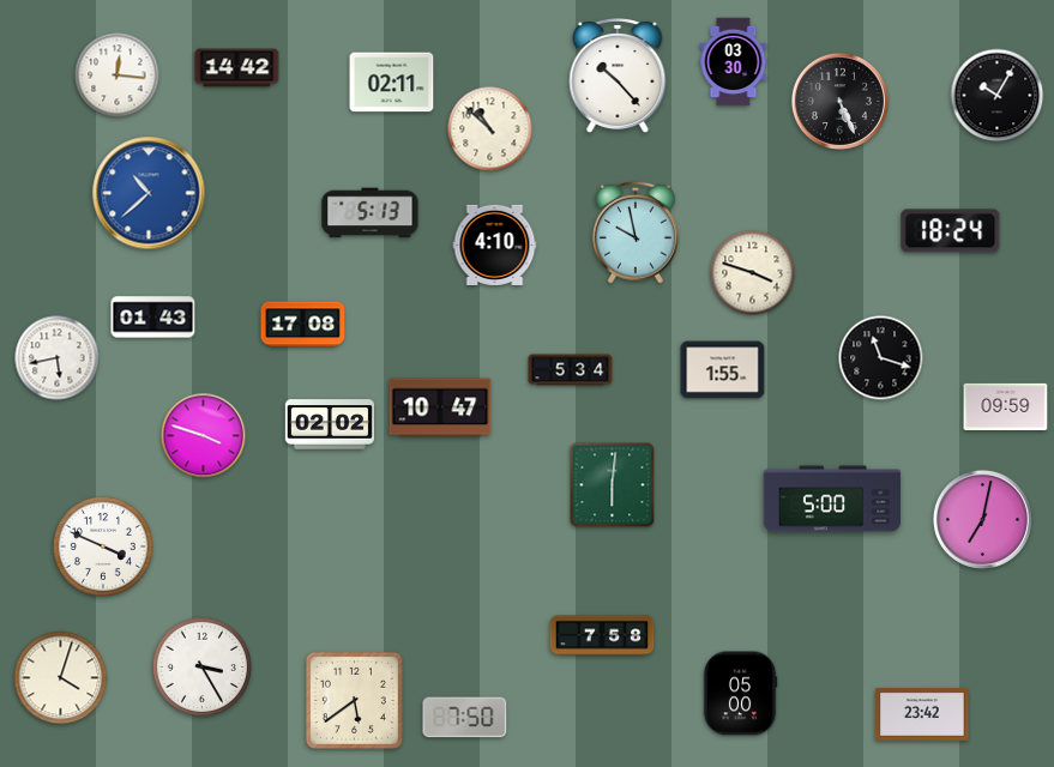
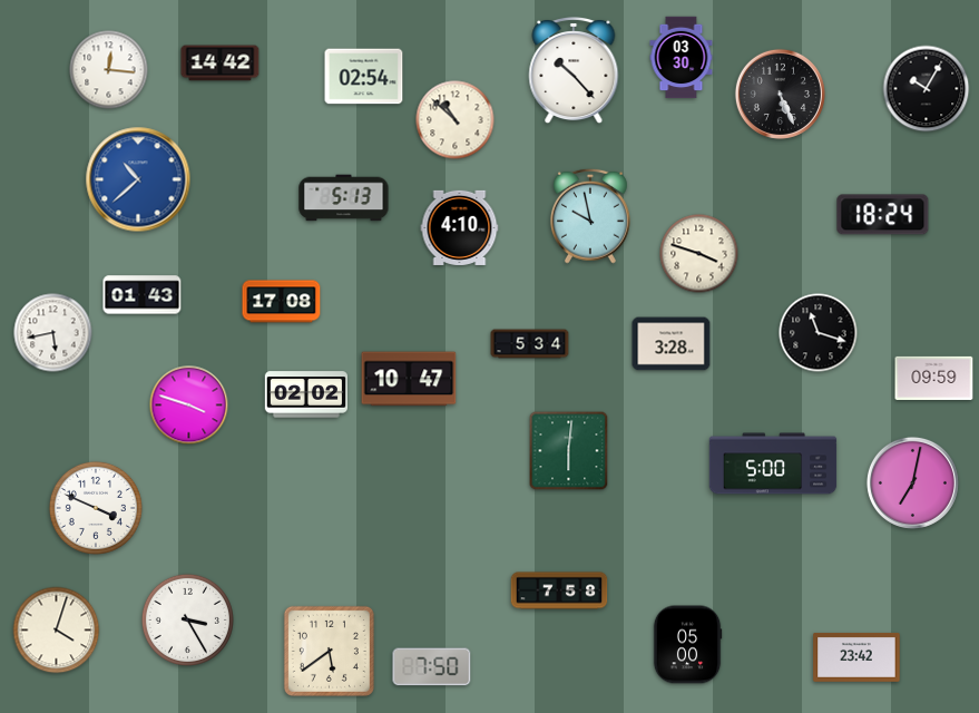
clock at (392, 83): 02:11 -> 02:54
clock at (723, 370): 1:55 -> 3:28
clock at (922, 715) position: (922, 715) -> (856, 658)
